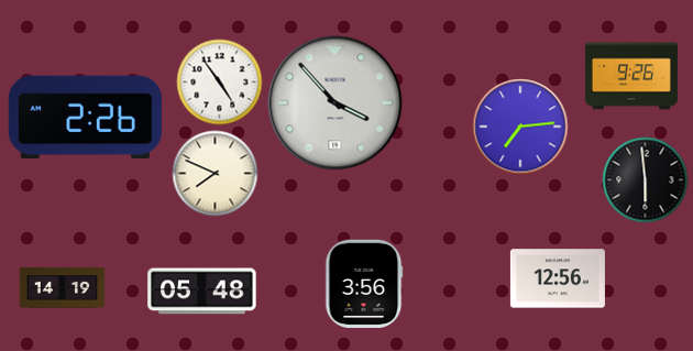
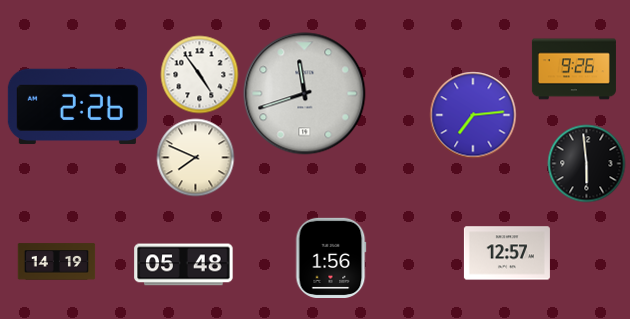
clock at (335, 103): 3:53 -> 11:42
clock at (558, 278): 12:56 -> 12:57
clock at (364, 283): 3:56 -> 1:56
